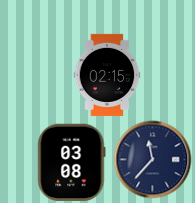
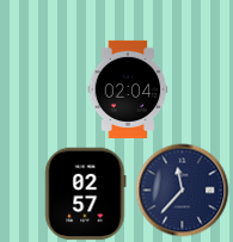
clock at (107, 75): 02:15 -> 02:04
clock at (72, 162): 03:08 -> 02:57
